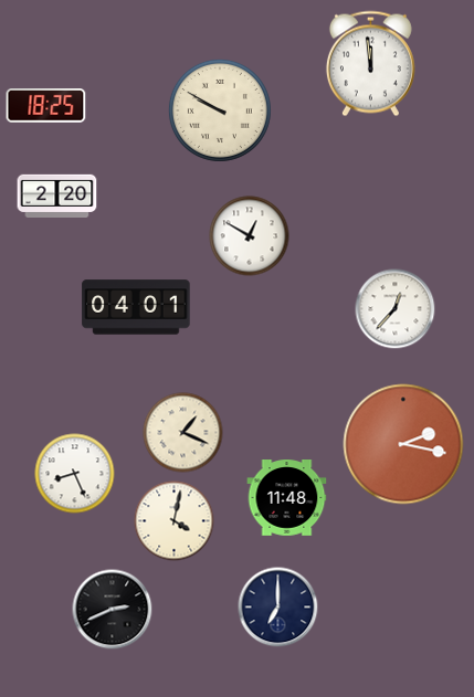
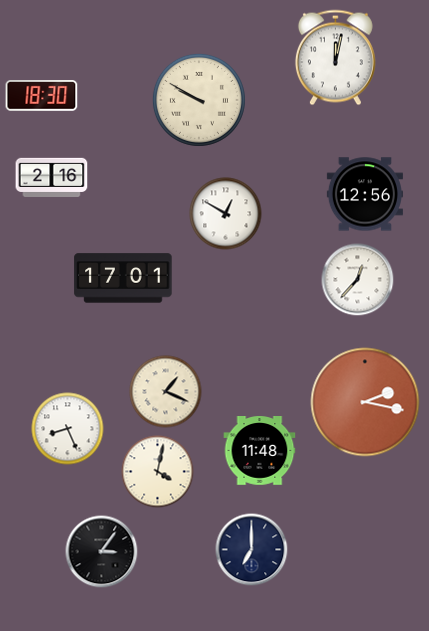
clock at (370, 64): 11:59 -> 12:02
clock at (46, 106): 18:25 -> 18:30
clock at (57, 196): 2:20 -> 2:16
clock at (365, 194): none -> 12:56
clock at (136, 307): 04:01 -> 17:01
clock at (113, 610): 2:41 -> 3:06
